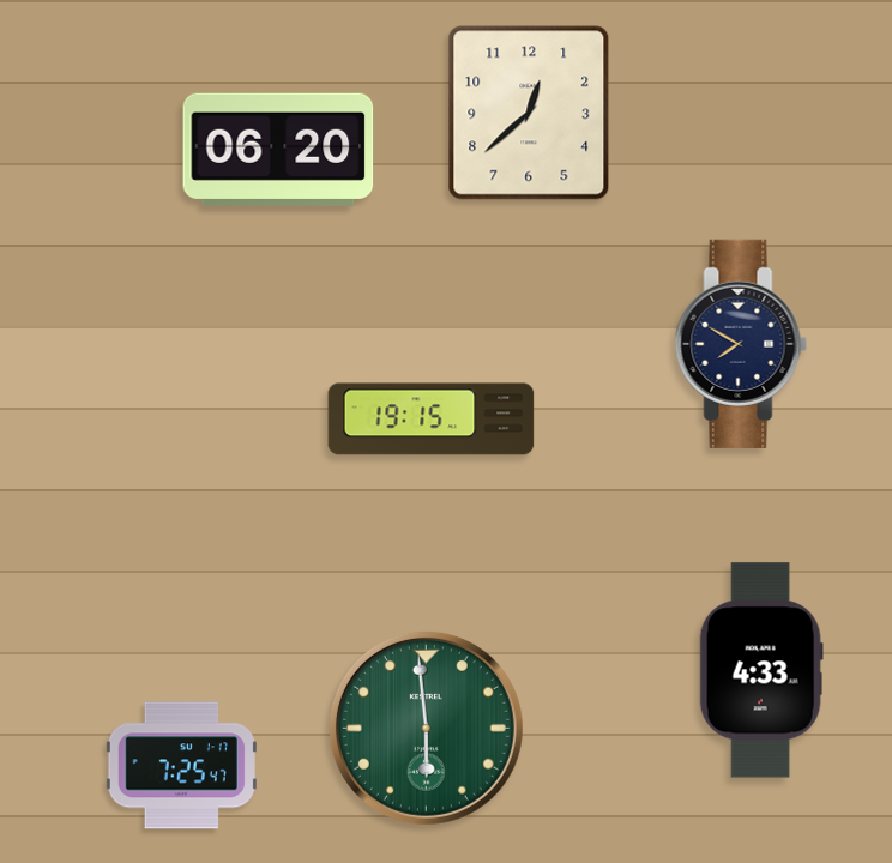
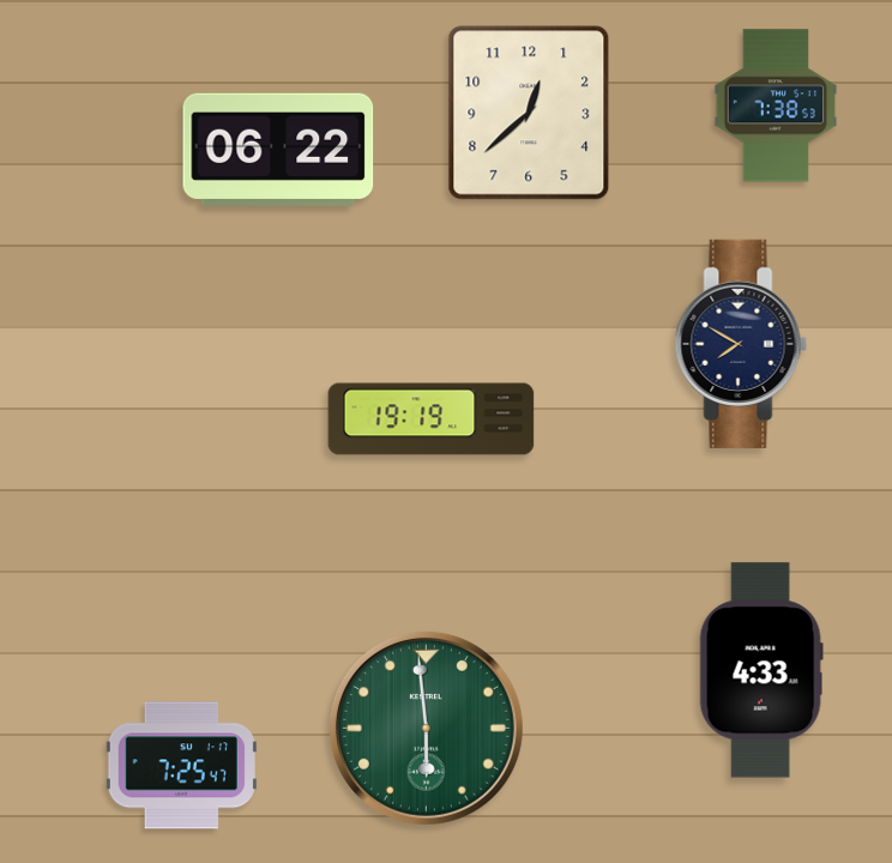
clock at (776, 105): none -> 7:38
clock at (278, 150): 06:20 -> 06:22
clock at (432, 420): 19:15 -> 19:19
